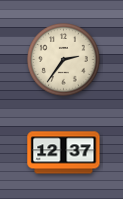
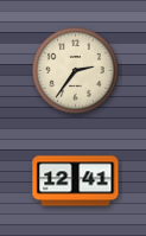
clock at (64, 153): 12:37 -> 12:41
